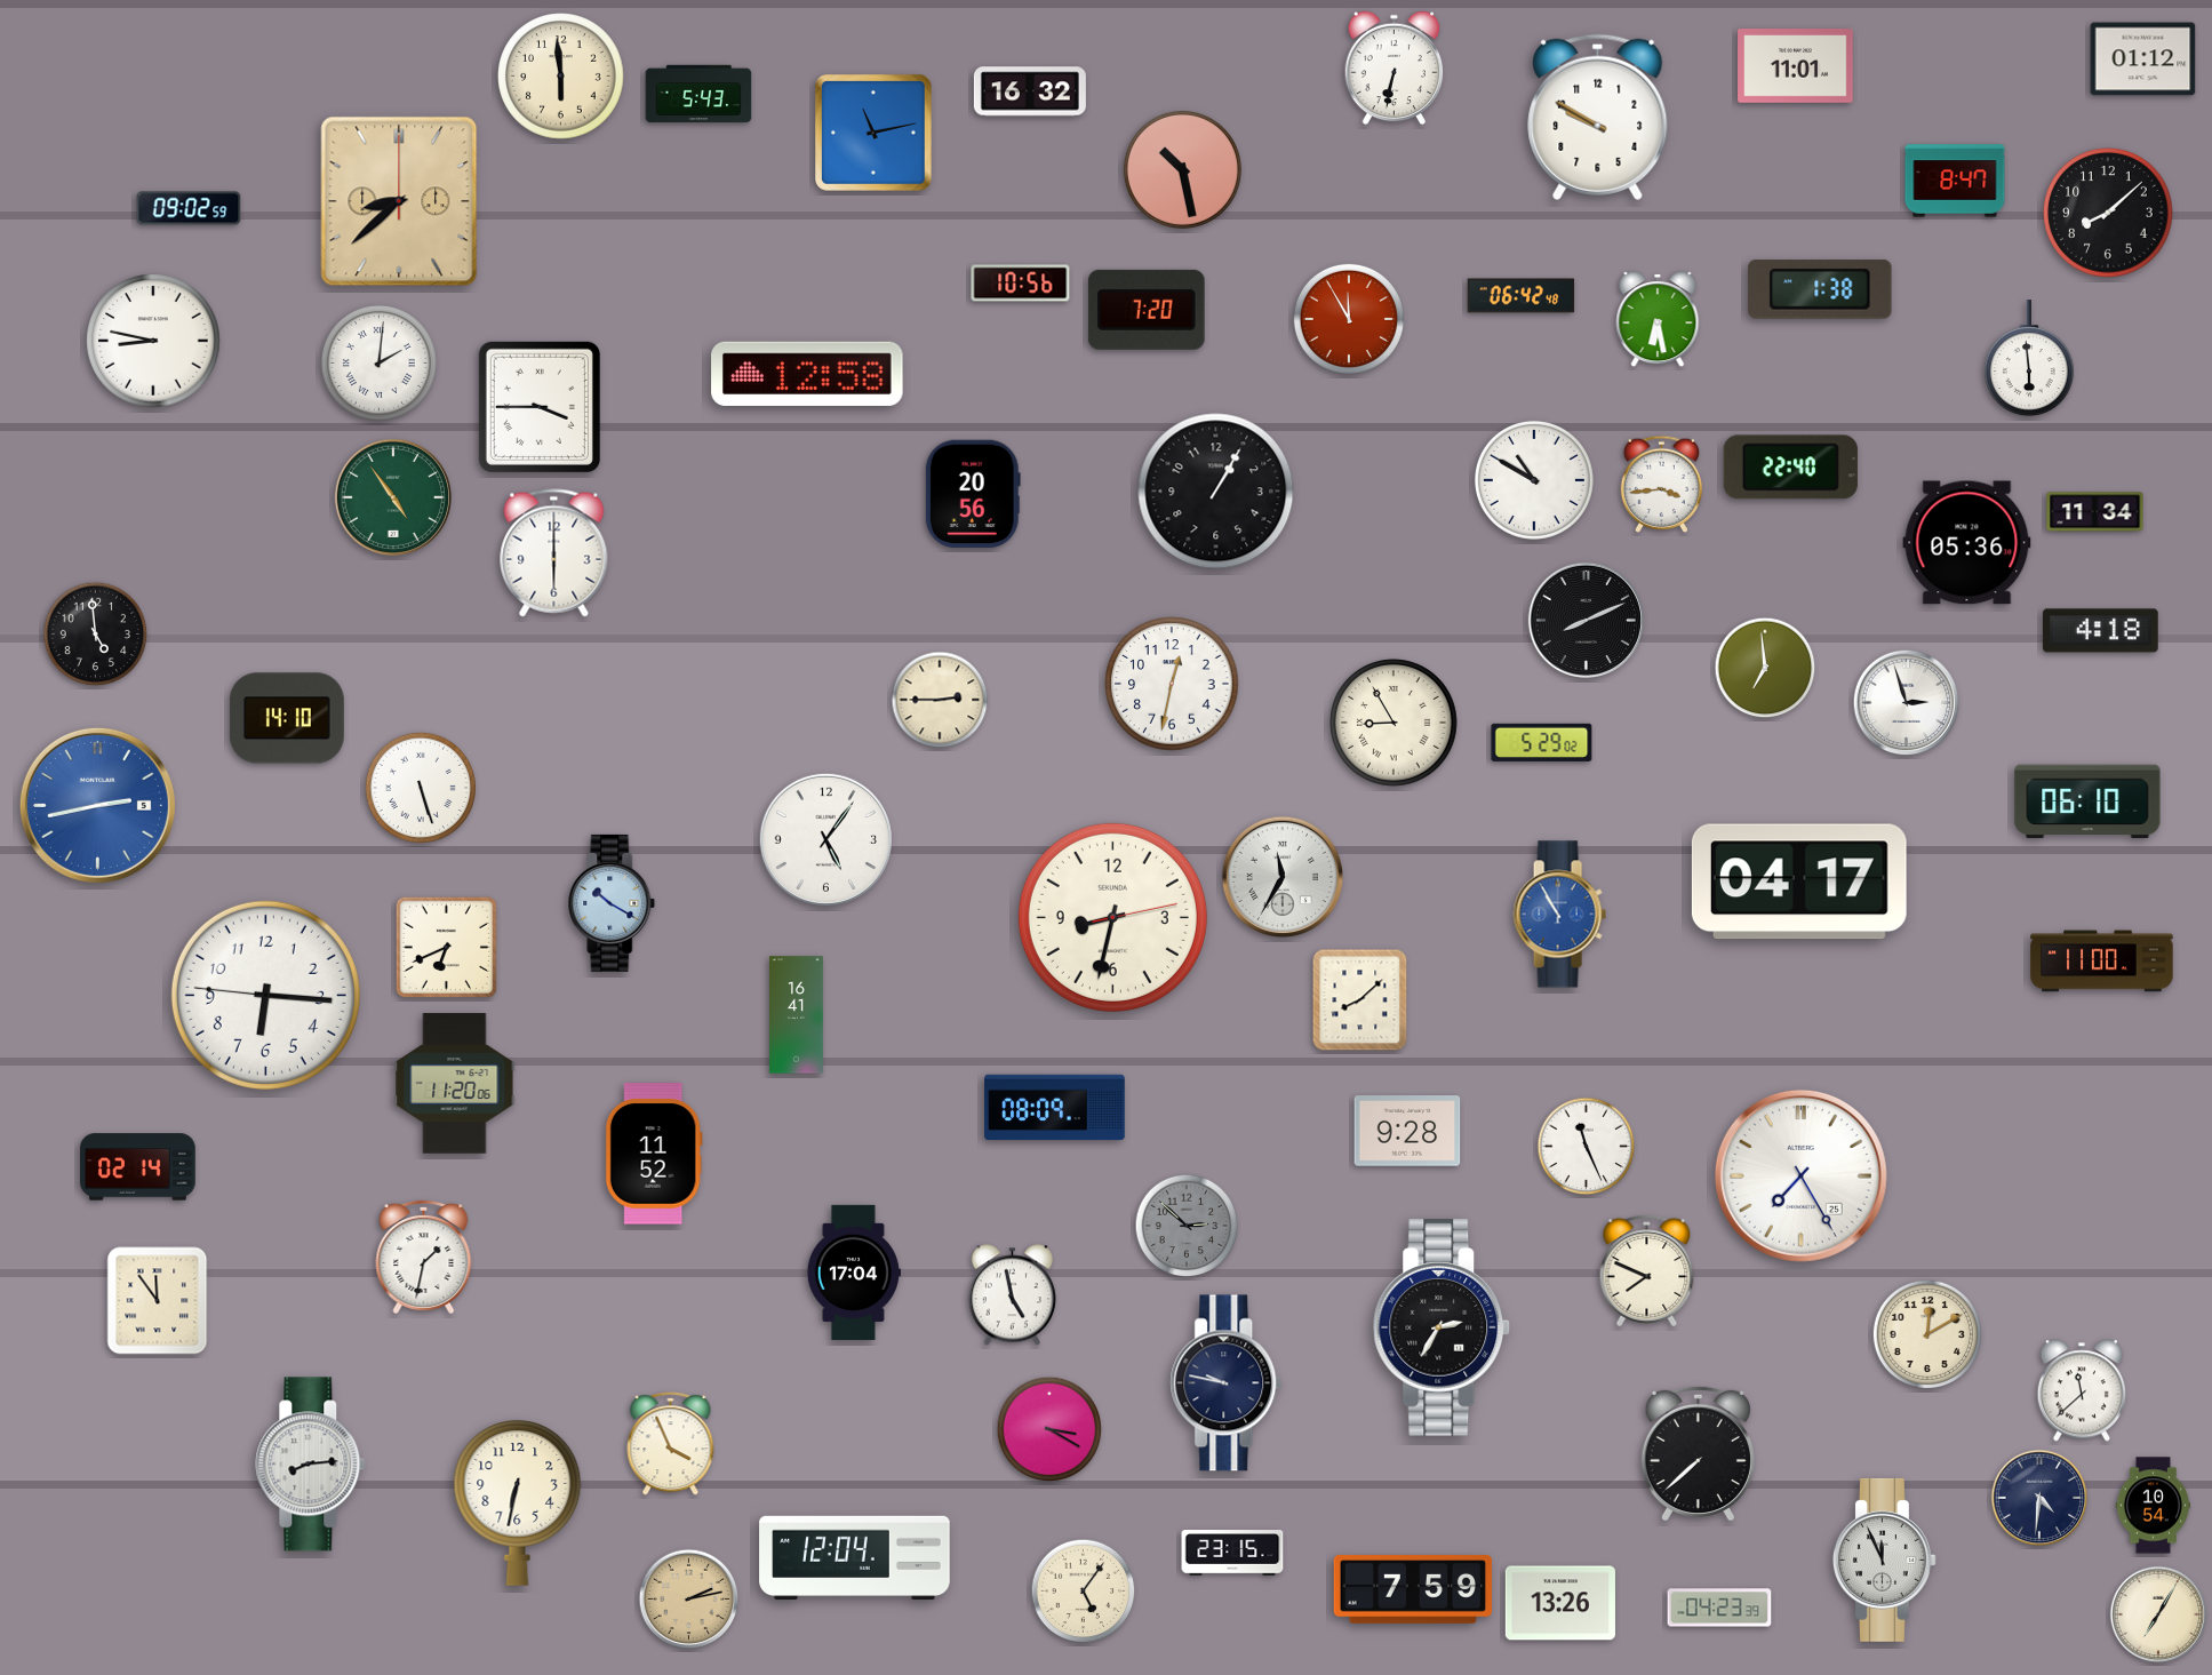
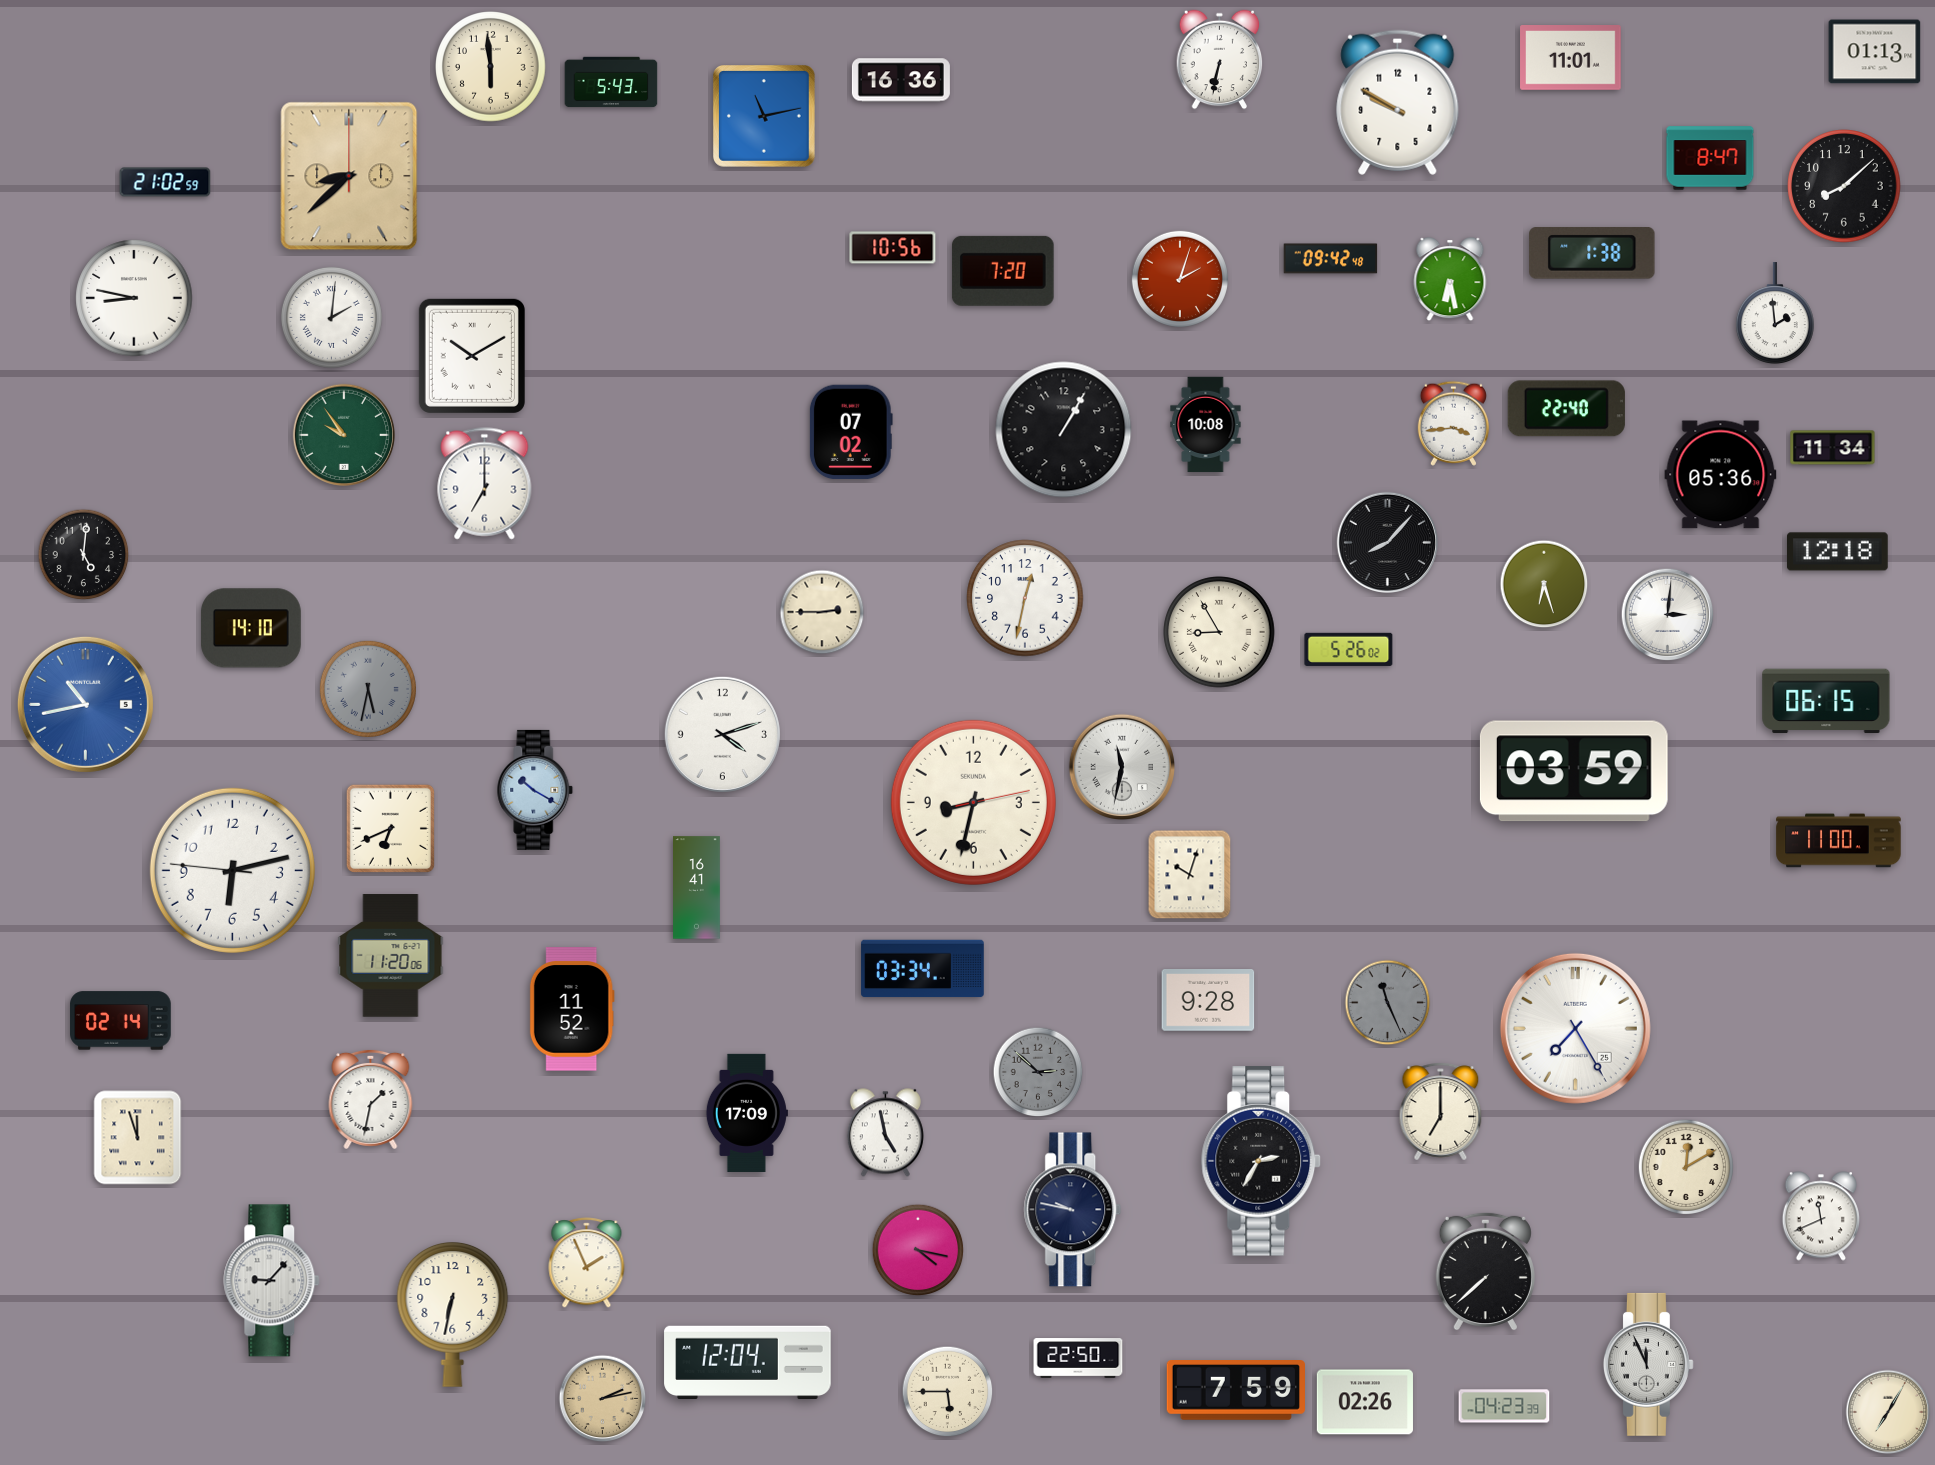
clock at (2143, 59): 01:12 -> 01:13
clock at (1030, 91): 16:32 -> 16:36
clock at (1182, 169): 10:28 -> none
clock at (189, 208): 09:02 -> 21:02
clock at (1522, 296): 06:42 -> 09:42
clock at (1349, 319): 11:55 -> 2:03
clock at (2029, 359): 5:59 -> 1:59
clock at (807, 374): 12:58 -> none
clock at (540, 407): 3:45 -> 10:10
clock at (1534, 480): 10:50 -> none
clock at (1206, 425): none -> 10:08
clock at (973, 494): 20:56 -> 07:02
clock at (392, 496): 4:54 -> 9:54
clock at (554, 553): 6:00 -> 7:00
clock at (1587, 621): 8:11 -> 8:07
clock at (2101, 631): 4:18 -> 12:18
clock at (96, 635): 4:59 -> 5:01
clock at (1765, 668): 6:59 -> 6:27
clock at (1907, 703): 2:57 -> 3:01
clock at (1542, 742): 5:29 -> 5:26
clock at (421, 788): 5:27 -> 5:32
clock at (421, 788) dial: white -> grey
clock at (2087, 801): 06:10 -> 06:15
clock at (97, 805): 2:43 -> 10:43
clock at (825, 839): 5:06 -> 4:12
clock at (1281, 876): 11:35 -> 11:32
clock at (1799, 882): 04:17 -> 03:59
clock at (1559, 915): 10:55 -> none
clock at (265, 995): 6:15 -> 6:12
clock at (1360, 1000): 8:08 -> 10:03
clock at (455, 1084) position: (455, 1084) -> (391, 956)
clock at (1055, 1108): 08:09 -> 03:34
clock at (1407, 1131) position: (1407, 1131) -> (1208, 1000)
clock at (1587, 1147) dial: white -> grey
clock at (1647, 1271): 7:49 -> 7:00
clock at (854, 1273): 17:04 -> 17:09
clock at (158, 1301): 11:54 -> 11:57
clock at (2081, 1390): 11:38 -> 11:41
clock at (1049, 1429): 3:20 -> 4:17
clock at (671, 1444): 3:56 -> 1:56
clock at (311, 1465): 8:14 -> 9:07
clock at (2039, 1498): 4:31 -> none
clock at (2153, 1506): 10:54 -> none
clock at (1232, 1553): 23:15 -> 22:50
clock at (1084, 1592): 5:06 -> 5:45
clock at (1560, 1603): 13:26 -> 02:26
